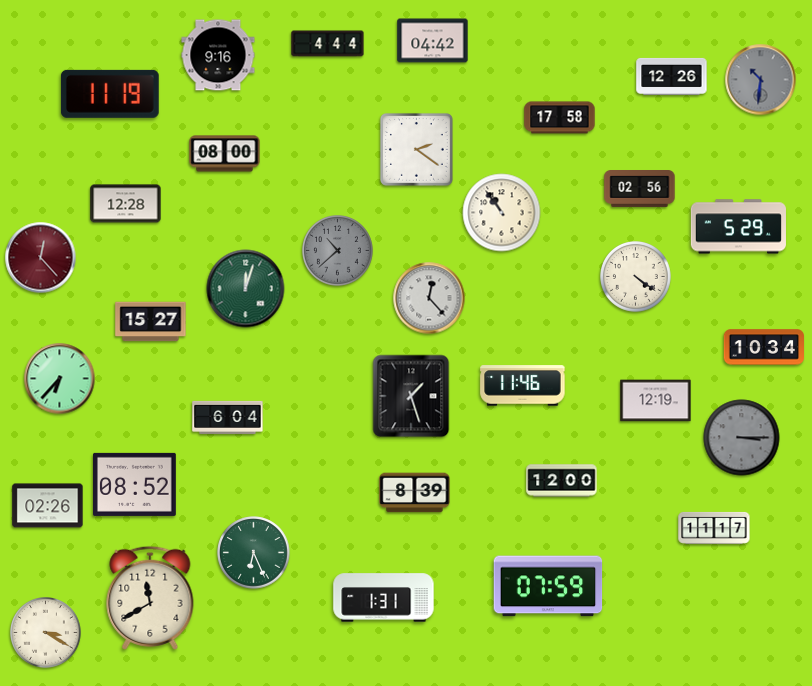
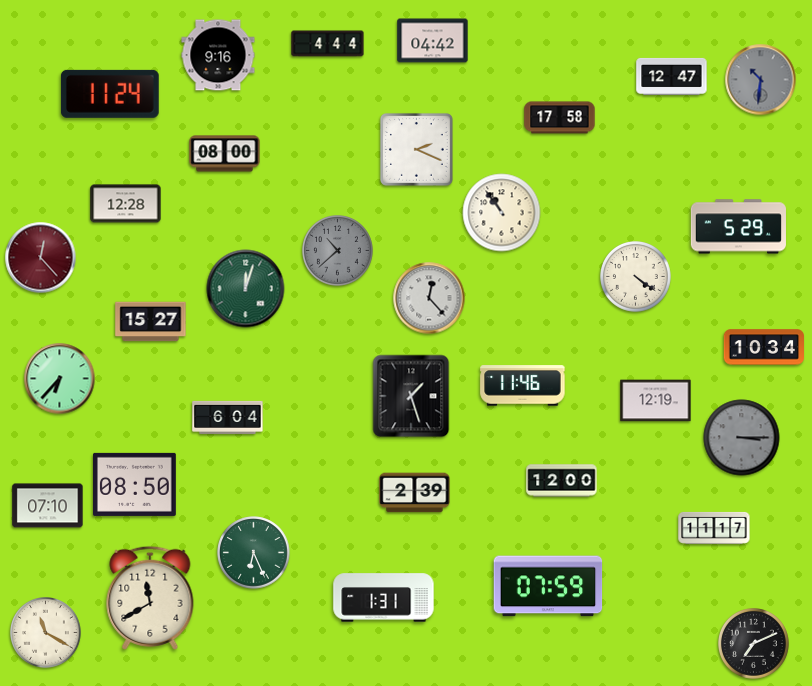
clock at (672, 76): 12:26 -> 12:47
clock at (110, 94): 11:19 -> 11:24
clock at (416, 149): 2:21 -> 2:19
clock at (640, 189): 02:56 -> none
clock at (135, 484): 08:52 -> 08:50
clock at (415, 493): 8:39 -> 2:39
clock at (48, 506): 02:26 -> 07:10
clock at (46, 633): 3:20 -> 11:20
clock at (754, 644): none -> 7:11
